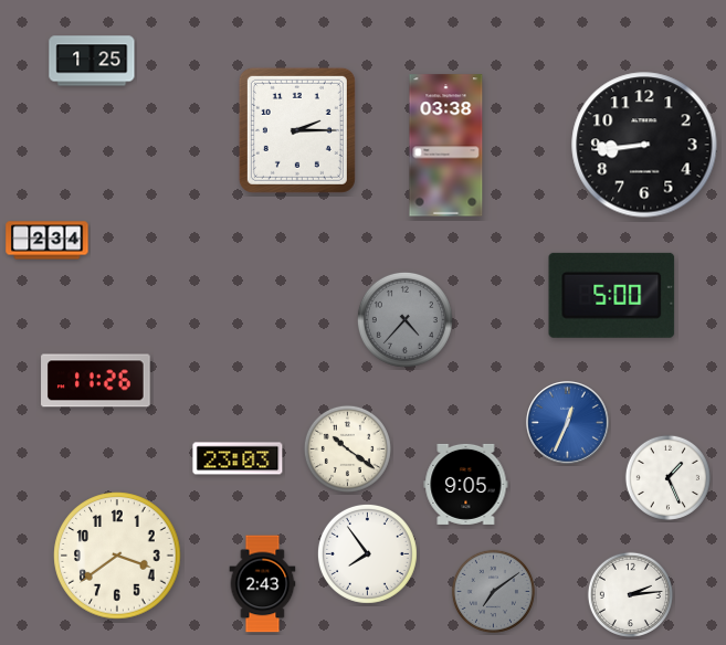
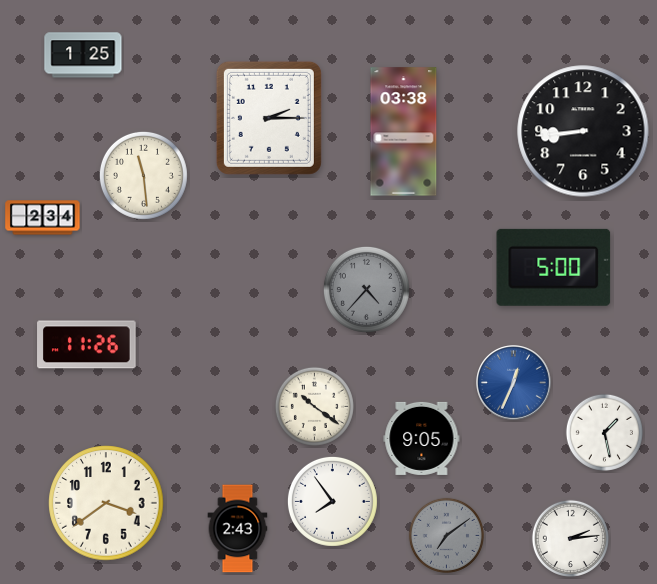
clock at (143, 175): none -> 11:29
clock at (238, 458): 23:03 -> none
clock at (667, 477): 1:26 -> 1:28
